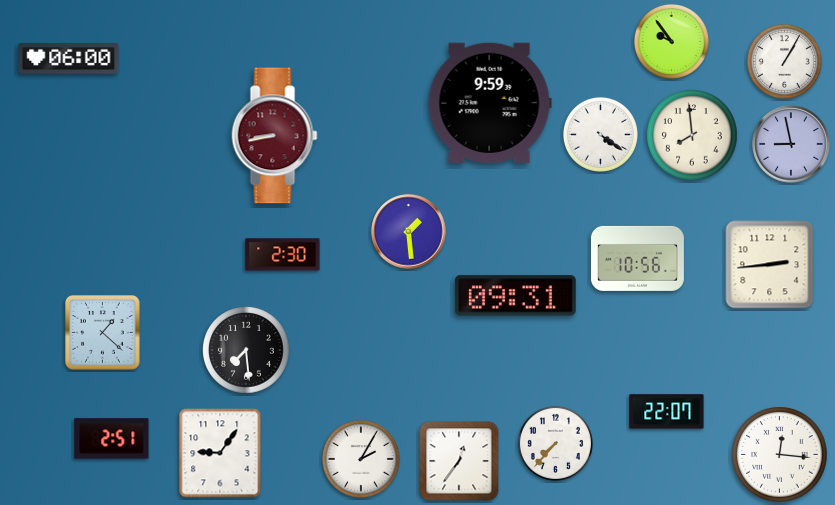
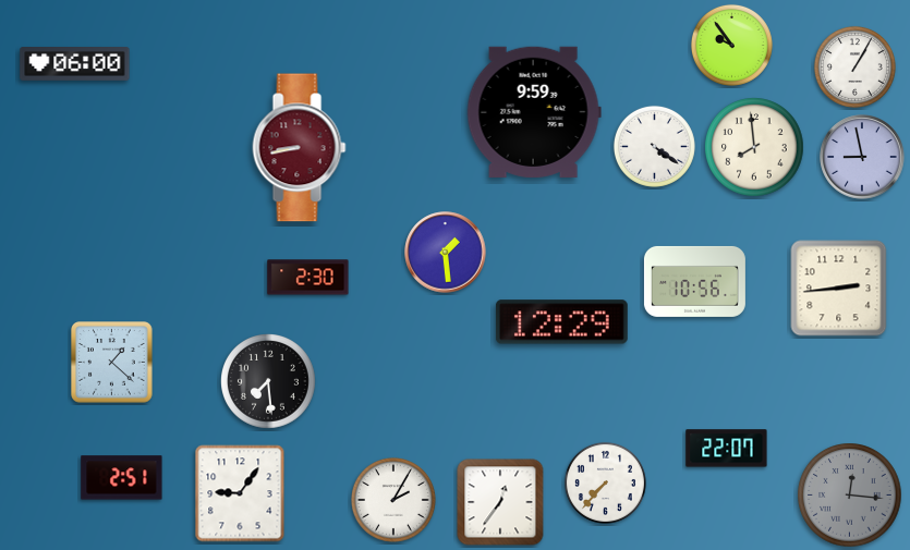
clock at (515, 296): 09:31 -> 12:29
clock at (780, 455) dial: white -> grey
